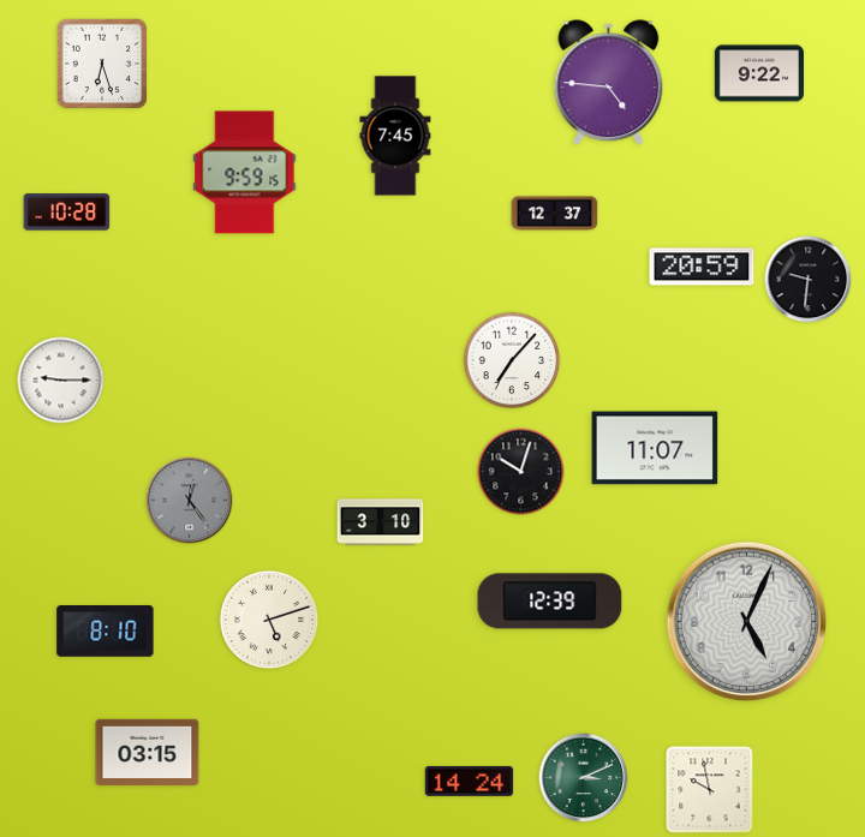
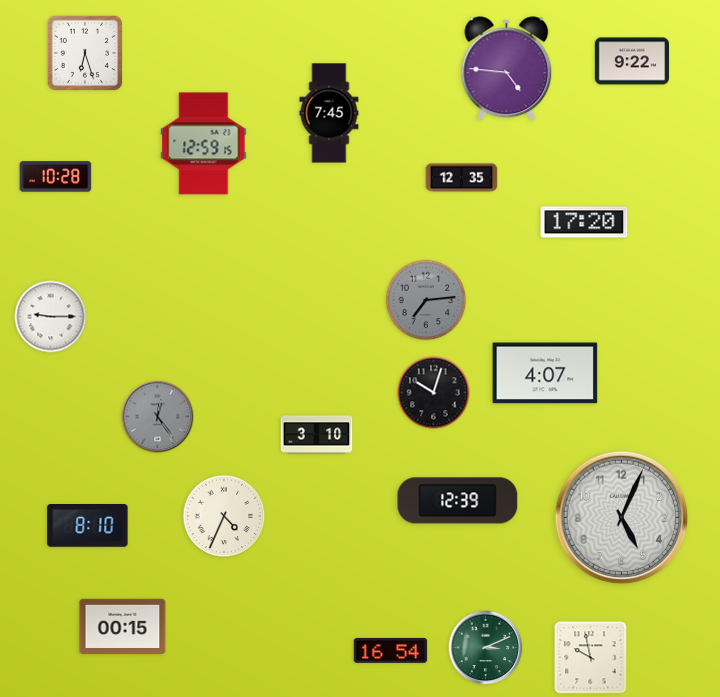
clock at (245, 173): 9:59 -> 12:59
clock at (555, 214): 12:37 -> 12:35
clock at (702, 267): 20:59 -> 17:20
clock at (809, 280): 9:31 -> none
clock at (512, 360): 7:07 -> 7:14
clock at (512, 360) dial: white -> grey
clock at (655, 448): 11:07 -> 4:07
clock at (269, 620): 5:12 -> 4:34
clock at (148, 752): 03:15 -> 00:15
clock at (470, 782): 14:24 -> 16:54
